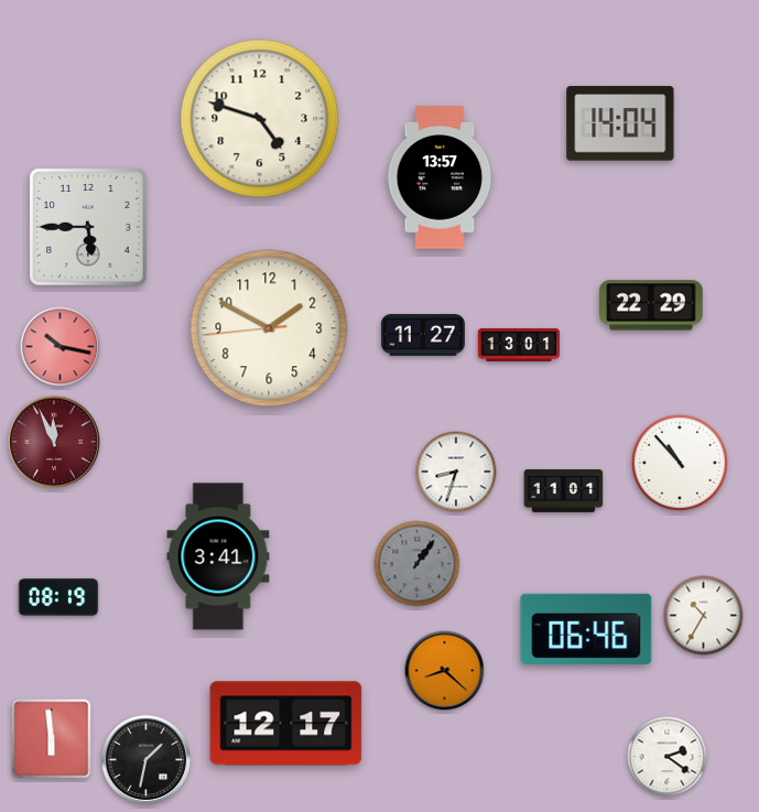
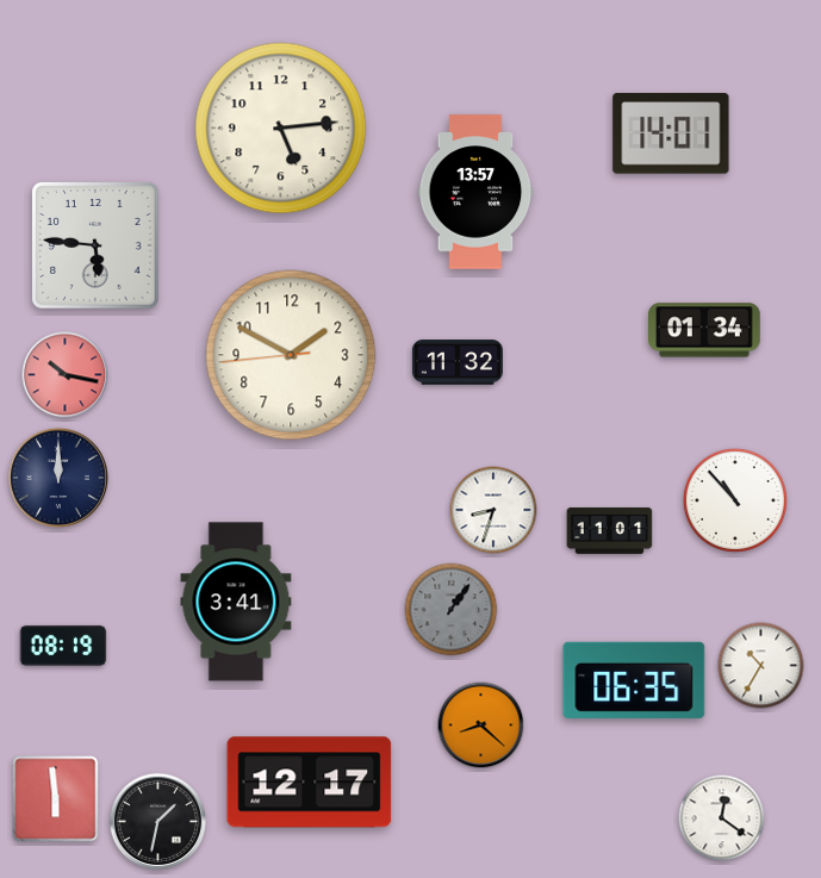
clock at (260, 119): 4:48 -> 5:14
clock at (620, 123): 14:04 -> 14:01
clock at (88, 227): 5:45 -> 5:46
clock at (652, 305): 22:29 -> 01:34
clock at (423, 335): 11:27 -> 11:32
clock at (518, 345): 13:01 -> none
clock at (54, 442): 11:56 -> 12:00
clock at (54, 442) dial: burgundy -> navy
clock at (586, 629): 06:46 -> 06:35
clock at (668, 757): 2:21 -> 12:21
